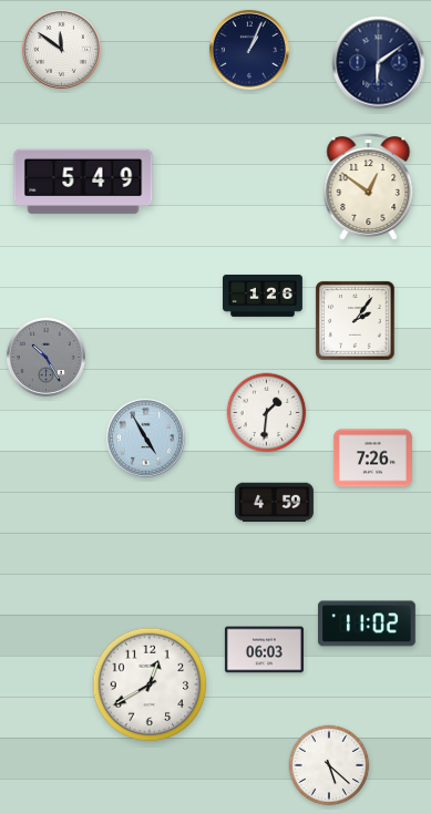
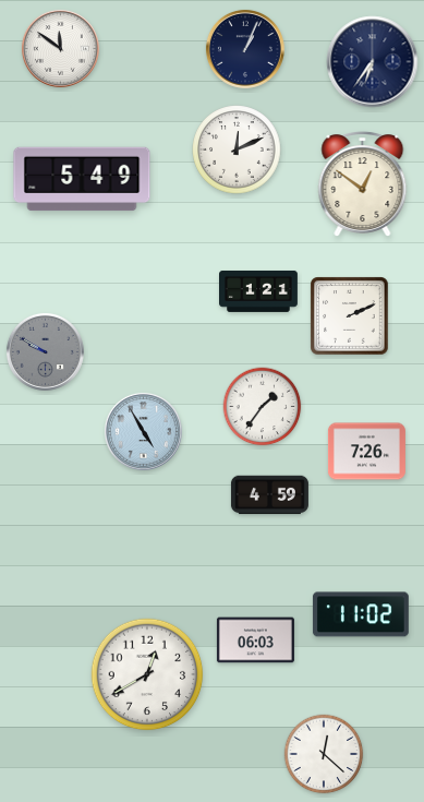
clock at (379, 63): 6:09 -> 6:36
clock at (237, 149): none -> 12:11
clock at (264, 296): 1:26 -> 1:21
clock at (356, 321): 2:06 -> 2:11
clock at (45, 357): 10:25 -> 9:50
clock at (267, 413): 1:31 -> 1:36
clock at (264, 650) position: (264, 650) -> (255, 641)
clock at (329, 765): 5:22 -> 12:22
